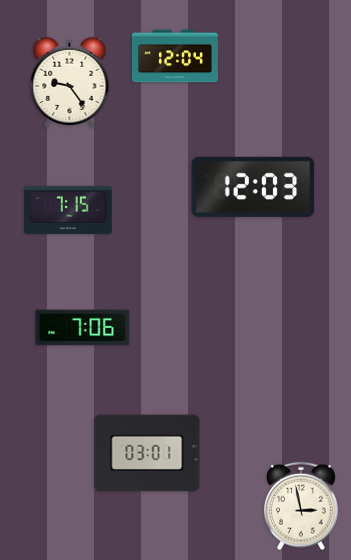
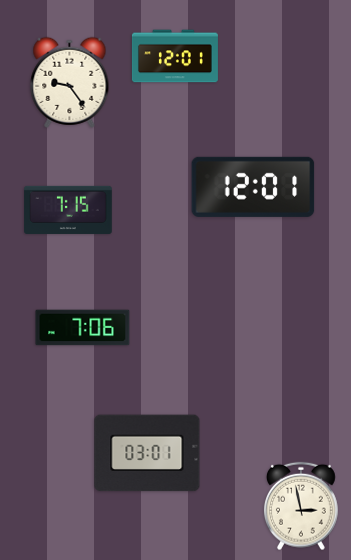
clock at (175, 56): 12:04 -> 12:01
clock at (253, 187): 12:03 -> 12:01
